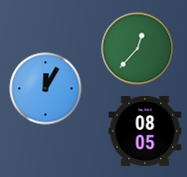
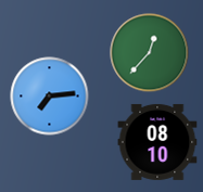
clock at (46, 89): 12:05 -> 7:14
clock at (145, 131): 08:05 -> 08:10
